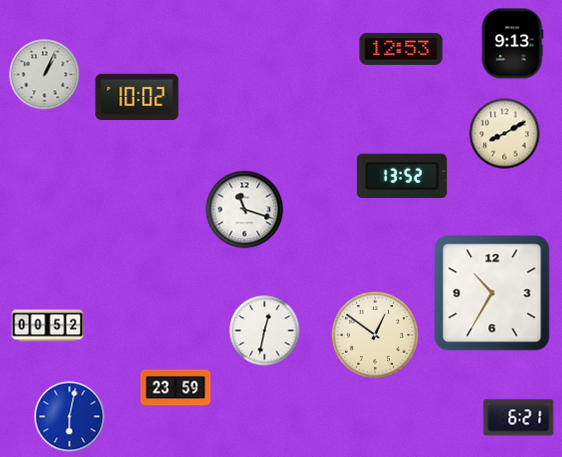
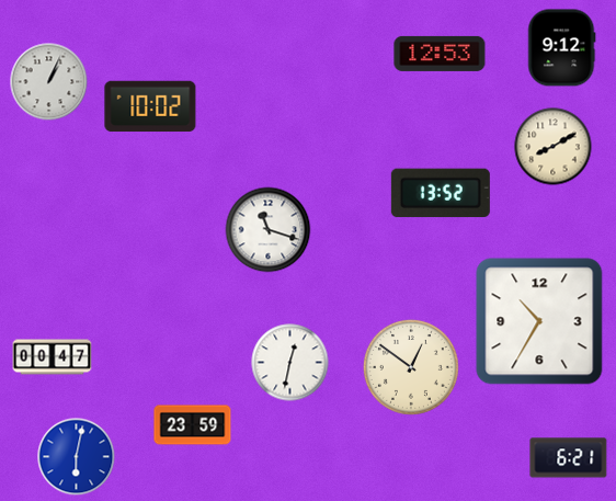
clock at (512, 44): 9:13 -> 9:12
clock at (48, 326): 00:52 -> 00:47
